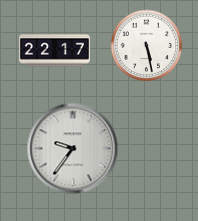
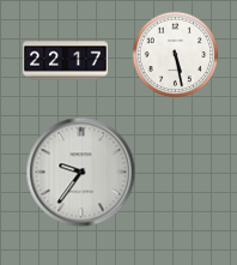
clock at (73, 149) position: (73, 149) -> (81, 173)
